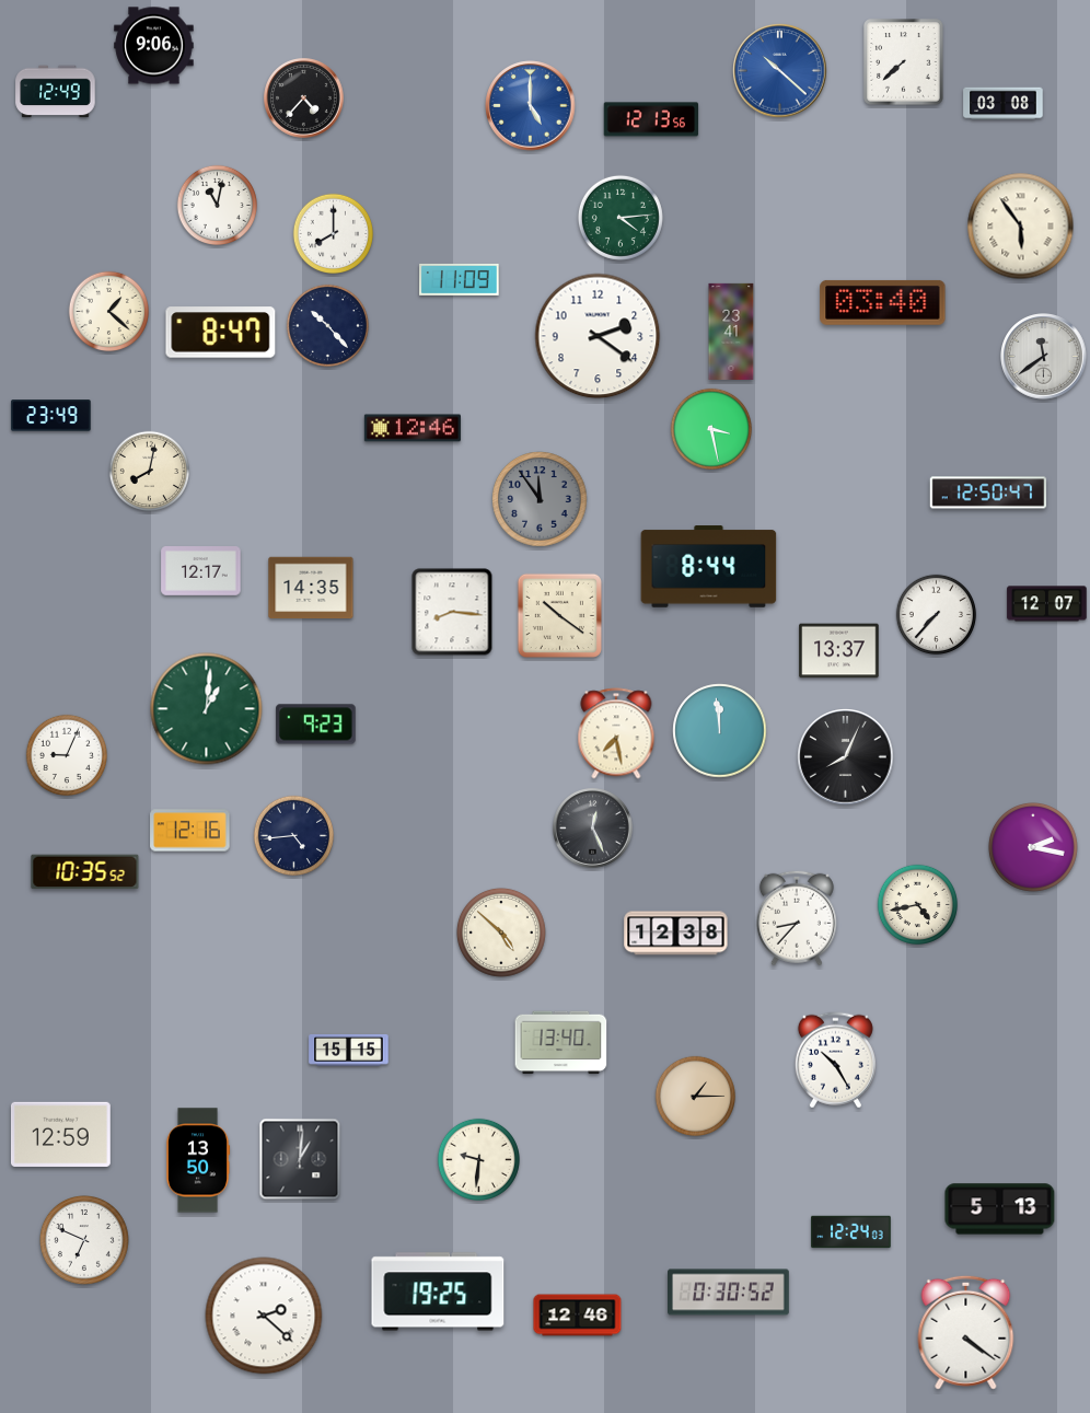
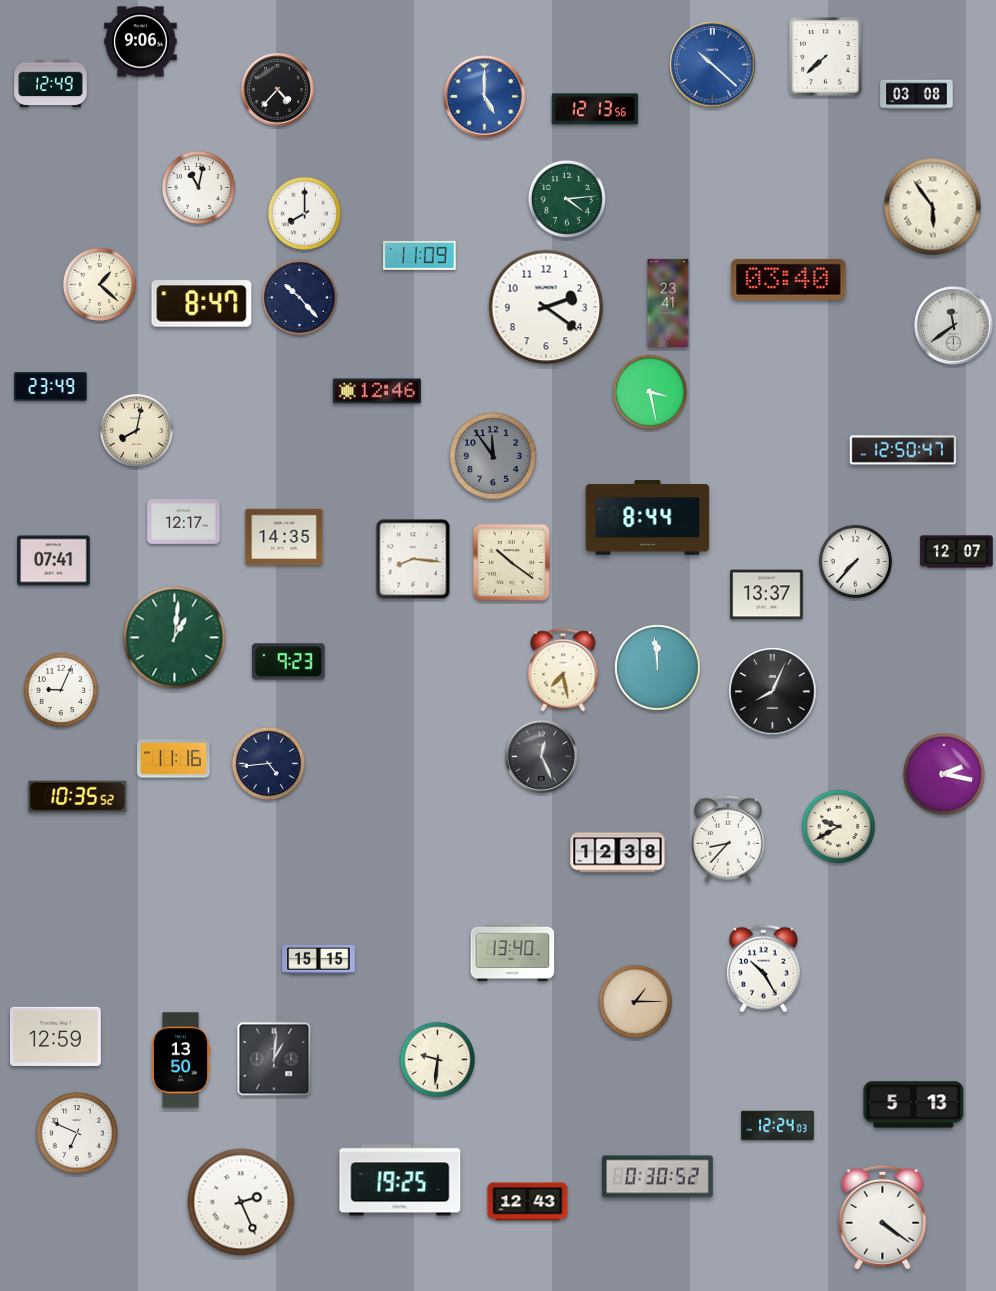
clock at (883, 302) position: (883, 302) -> (789, 279)
clock at (51, 416) position: (51, 416) -> (51, 387)
clock at (54, 561): none -> 07:41
clock at (207, 709) position: (207, 709) -> (175, 638)
clock at (190, 831): 12:16 -> 11:16
clock at (917, 904): 4:43 -> 9:40
clock at (502, 934): 4:52 -> none
clock at (729, 1293) position: (729, 1293) -> (658, 1177)
clock at (264, 1316): 2:22 -> 2:26
clock at (578, 1316): 12:46 -> 12:43
